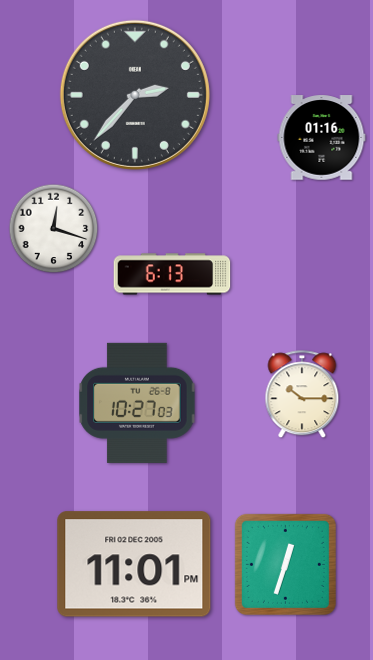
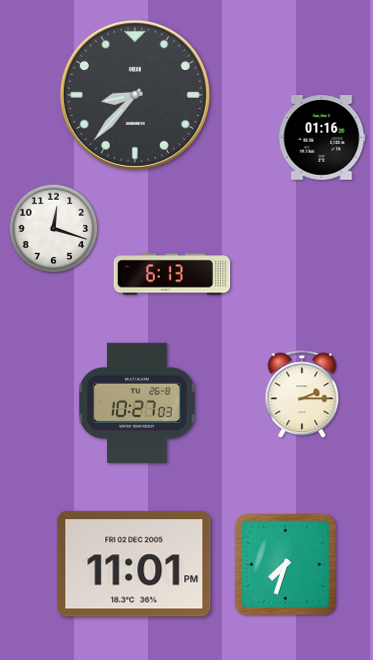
clock at (135, 95): 2:37 -> 8:37
clock at (302, 395): 10:15 -> 2:15
clock at (285, 564): 12:33 -> 7:33
